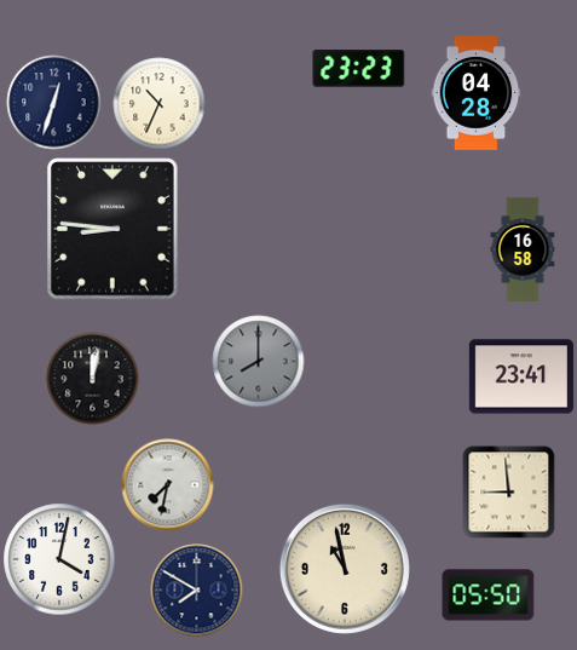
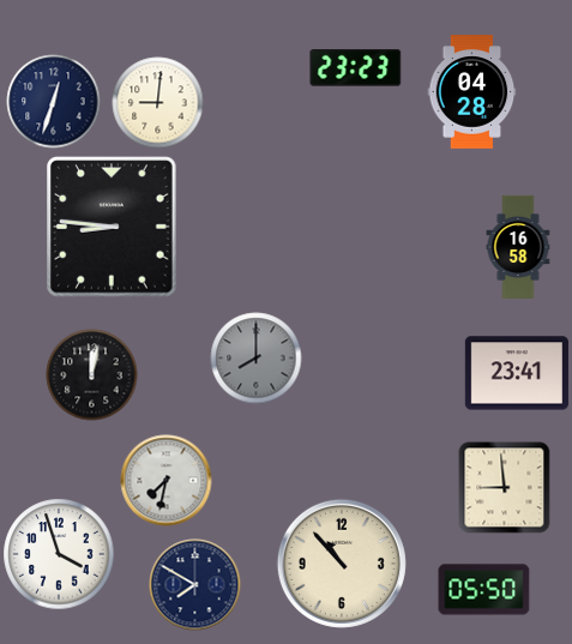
clock at (160, 104): 10:34 -> 9:01
clock at (59, 559): 4:02 -> 3:57
clock at (345, 569): 10:58 -> 10:53
